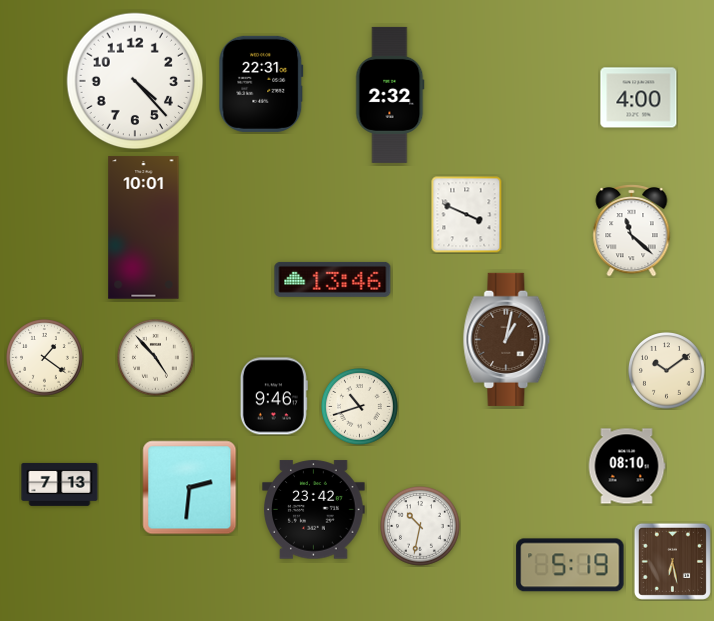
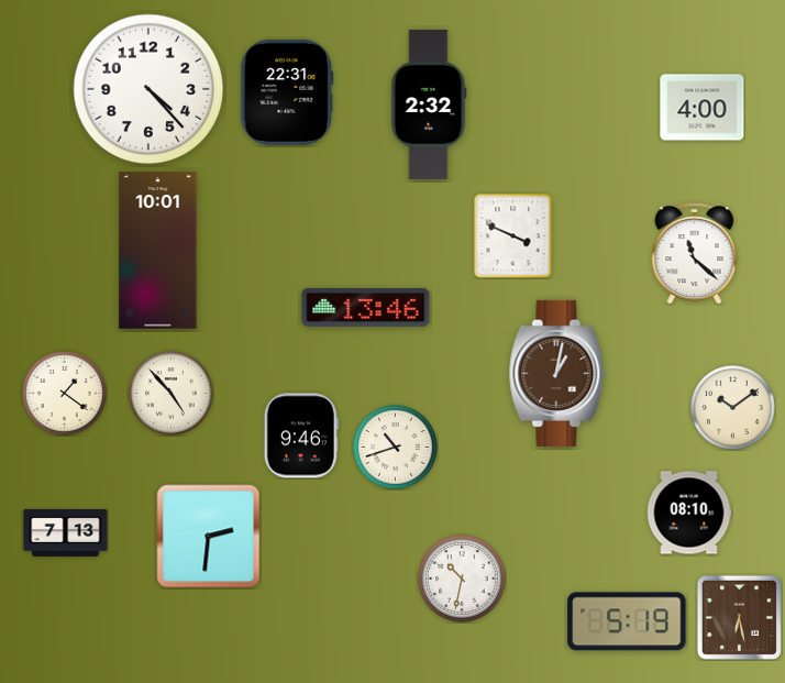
clock at (45, 358) position: (45, 358) -> (65, 394)
clock at (314, 510): 23:42 -> none
